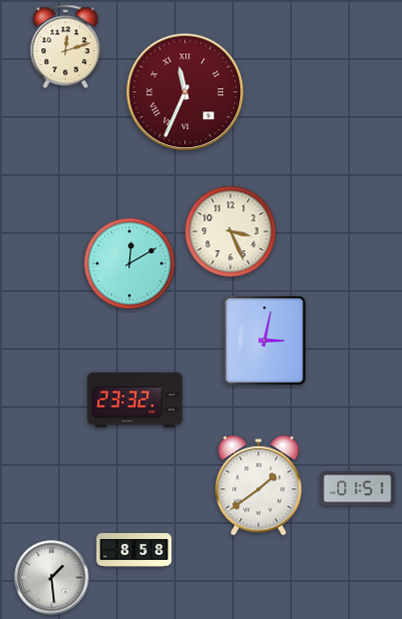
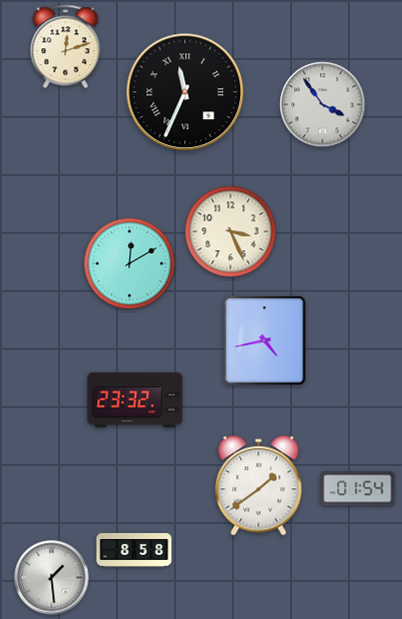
clock at (185, 92) dial: burgundy -> black
clock at (323, 105): none -> 3:54
clock at (265, 341): 3:02 -> 4:43
clock at (358, 489): 01:51 -> 01:54
